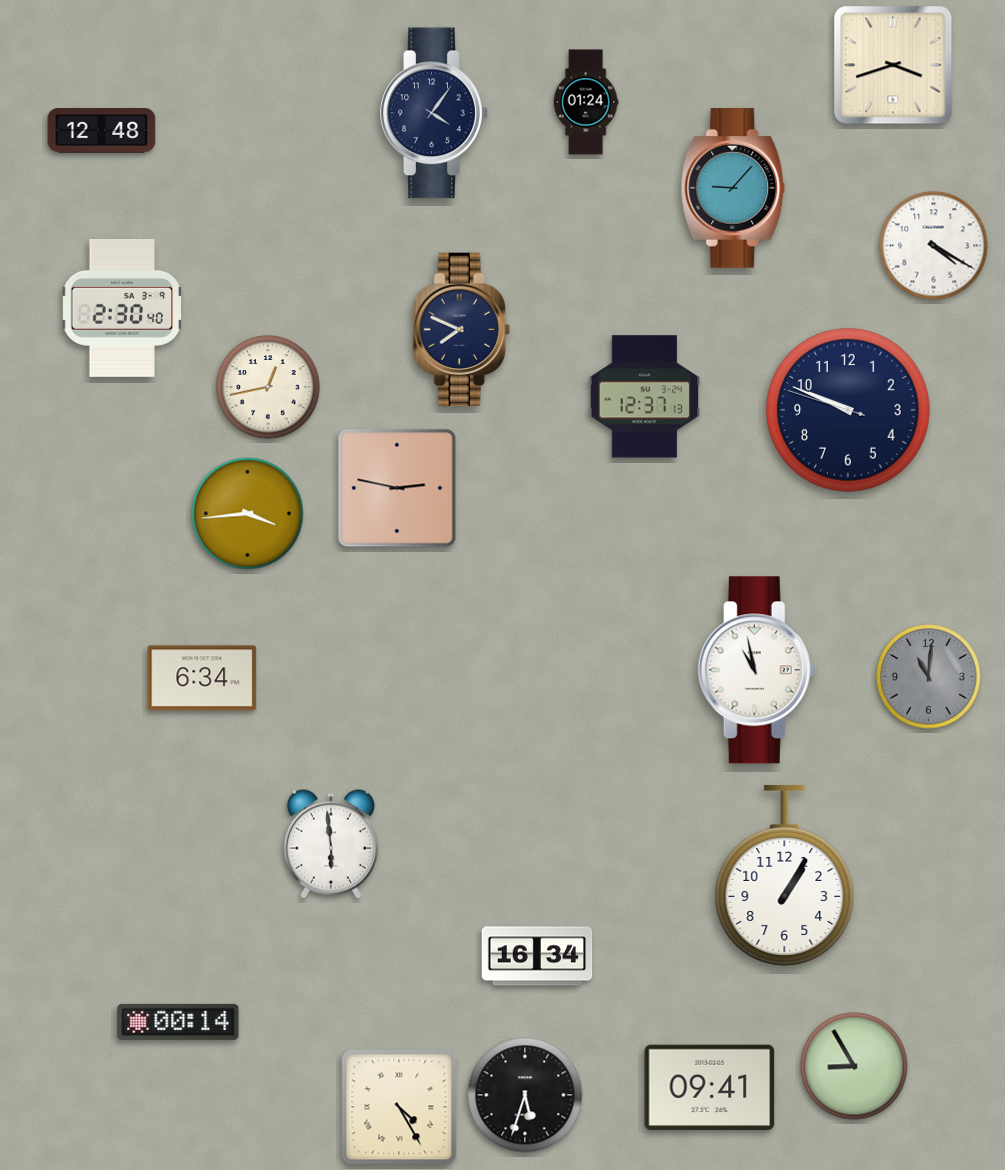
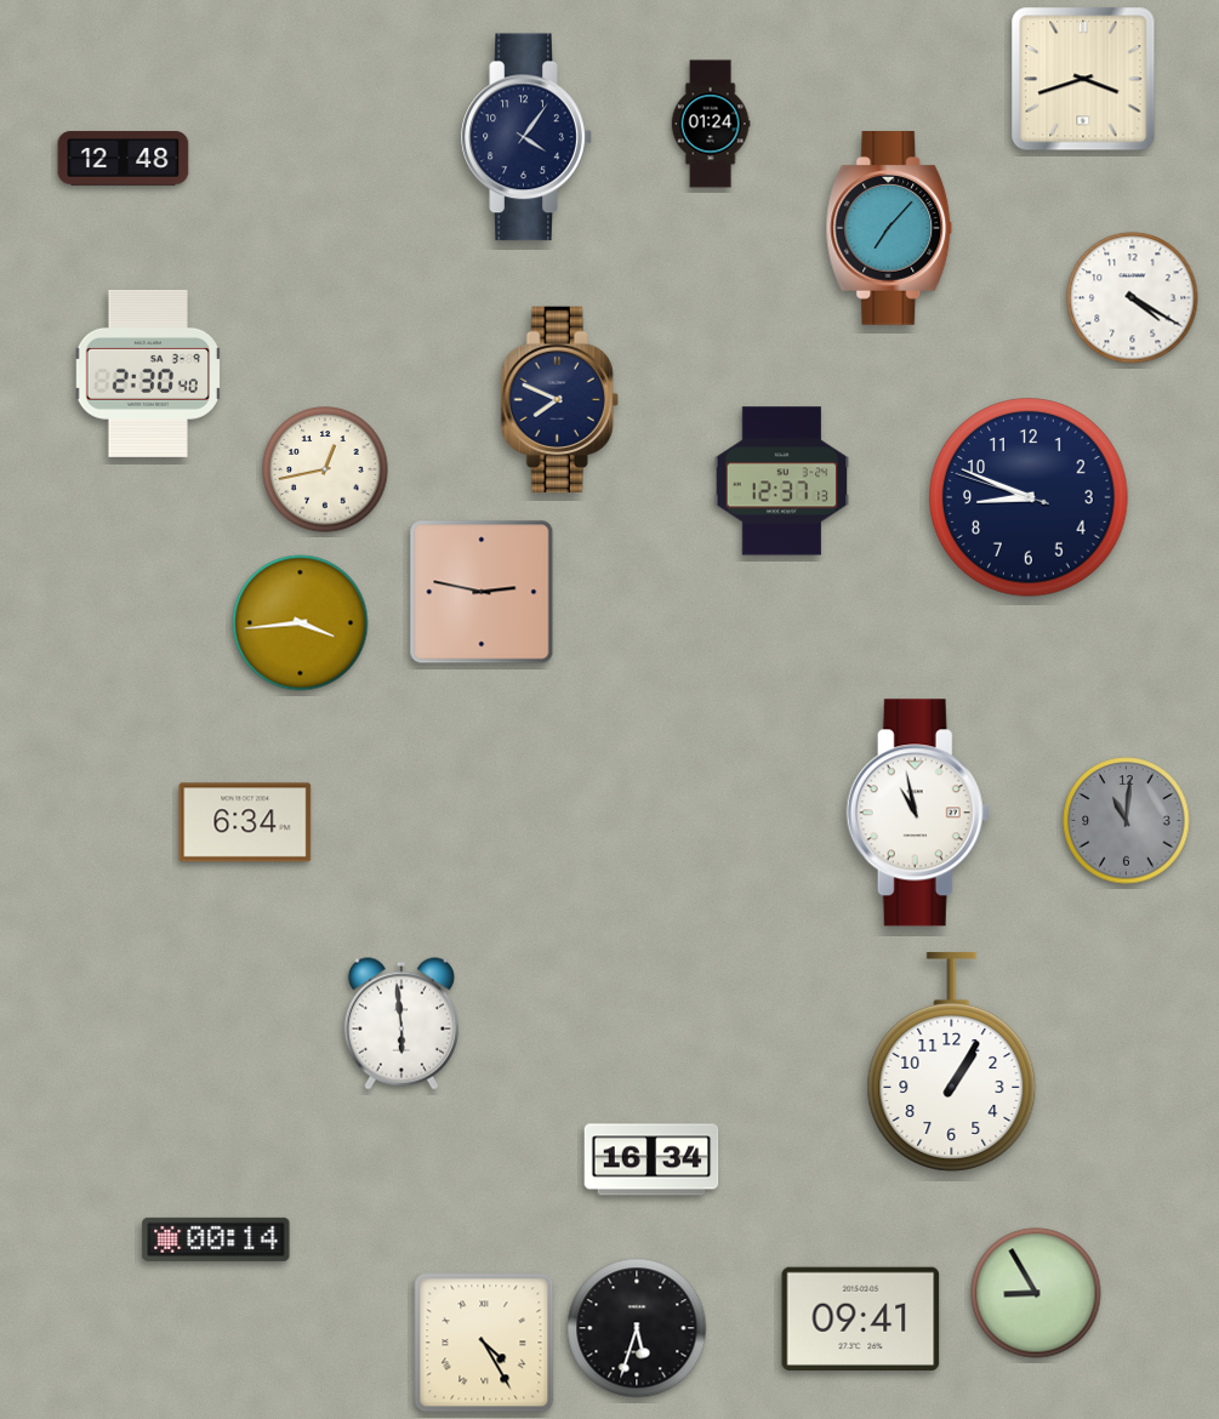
clock at (733, 189): 9:07 -> 7:07
clock at (848, 410): 9:48 -> 8:48
